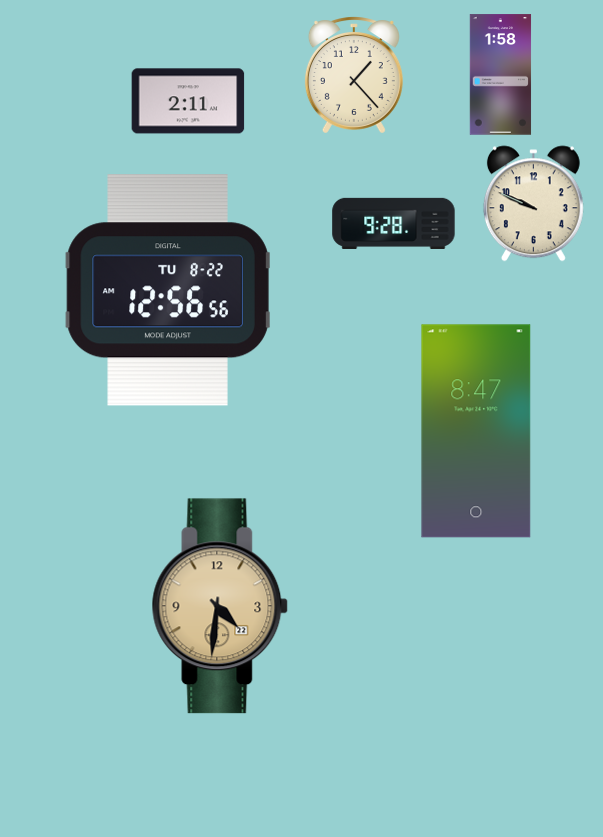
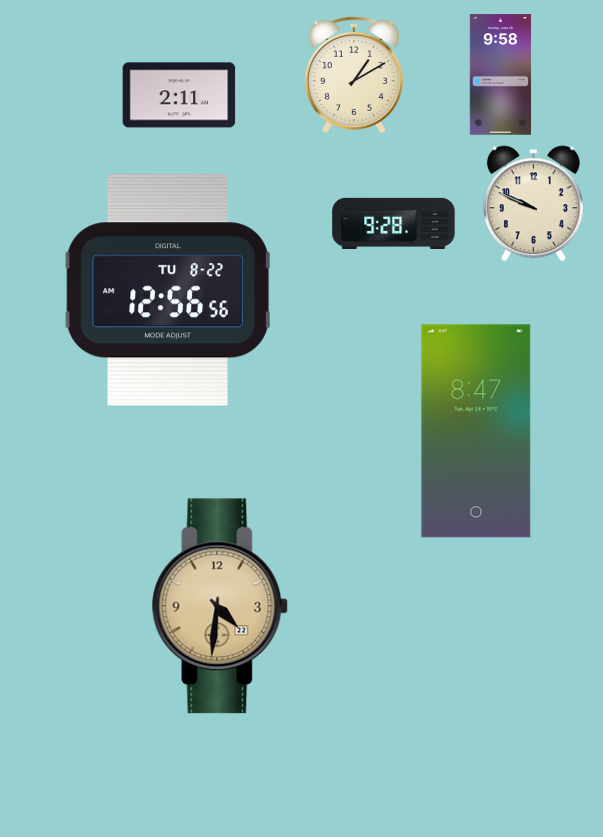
clock at (354, 75): 1:23 -> 1:10
clock at (501, 75): 1:58 -> 9:58
clock at (188, 101) position: (188, 101) -> (179, 95)
